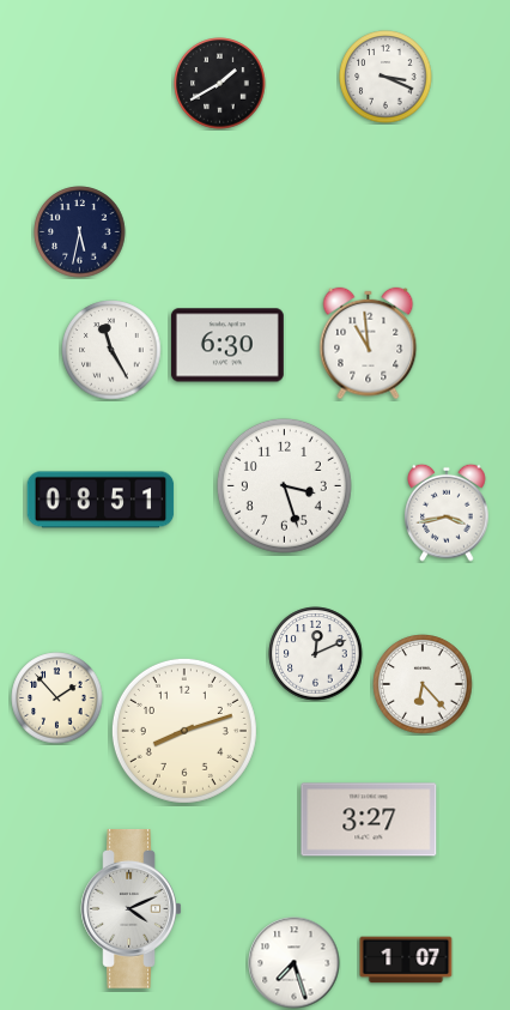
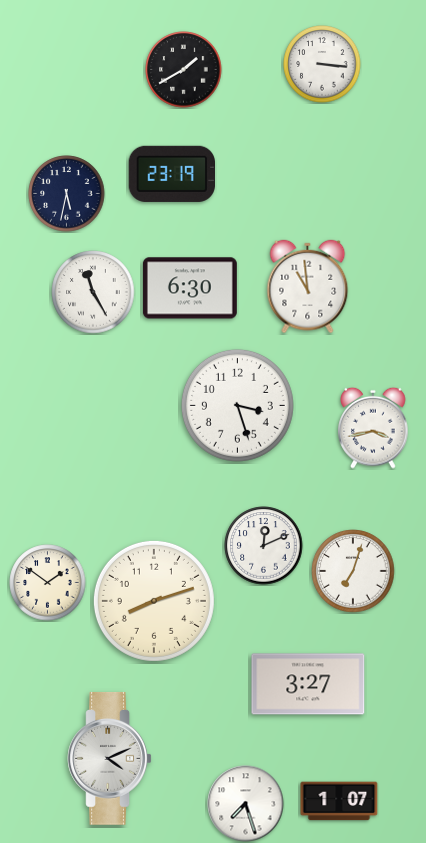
clock at (385, 77): 3:19 -> 3:16
clock at (172, 174): none -> 23:19
clock at (101, 500): 08:51 -> none
clock at (423, 684): 6:23 -> 7:03
clock at (57, 698): 1:53 -> 1:51
clock at (184, 731) position: (184, 731) -> (154, 601)
